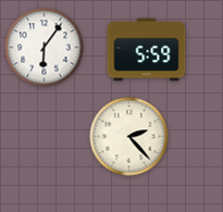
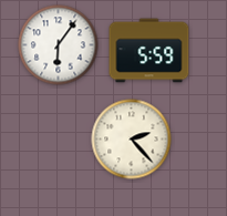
clock at (45, 48) position: (45, 48) -> (59, 45)
